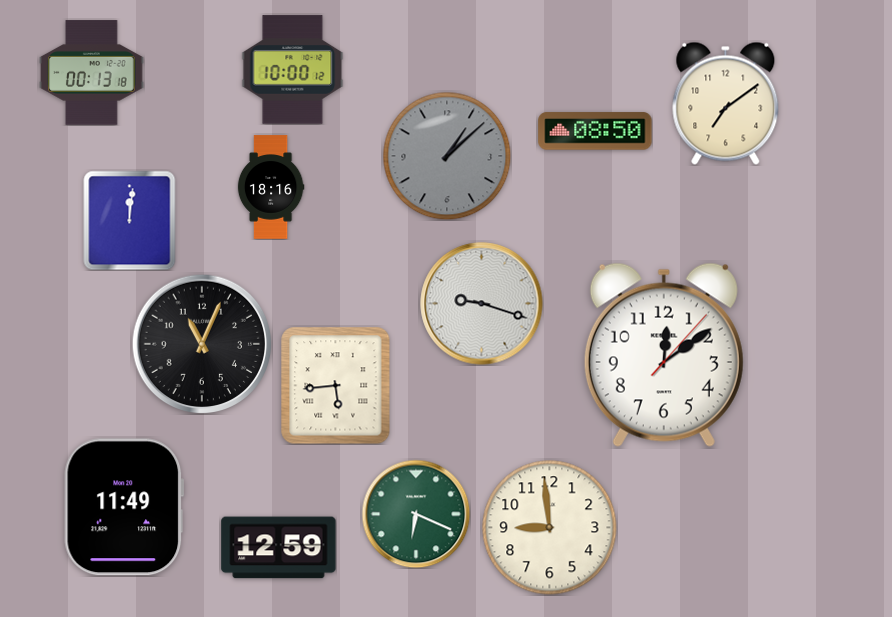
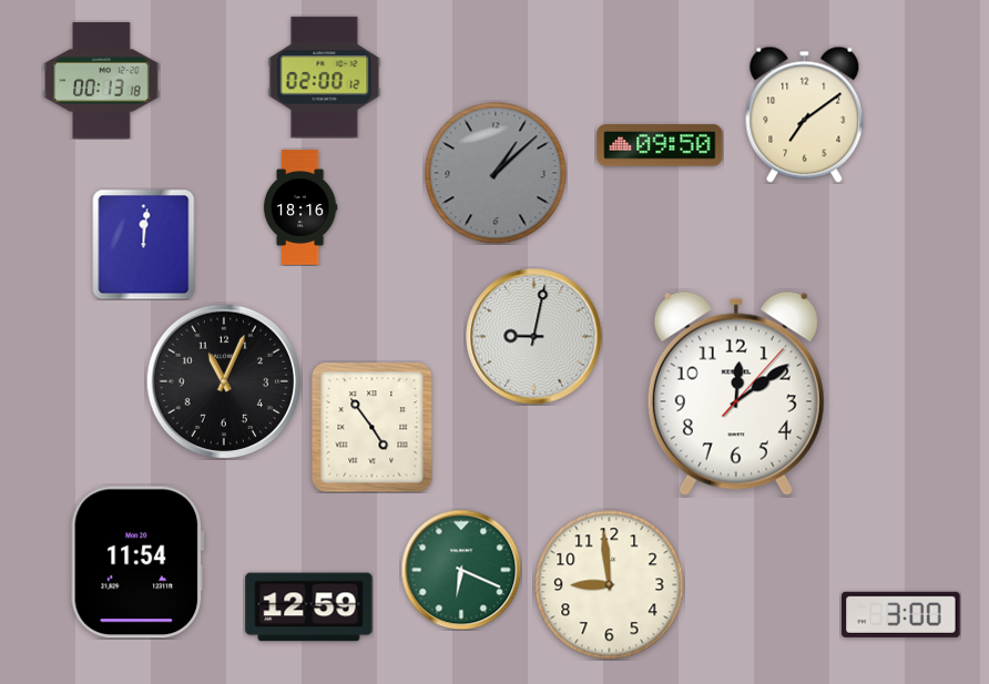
clock at (293, 70): 10:00 -> 02:00
clock at (595, 131): 08:50 -> 09:50
clock at (482, 304): 9:18 -> 9:02
clock at (336, 386): 5:44 -> 4:54
clock at (124, 507): 11:49 -> 11:54
clock at (901, 614): none -> 3:00
